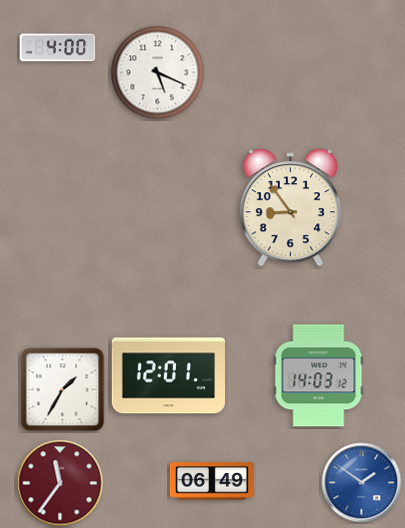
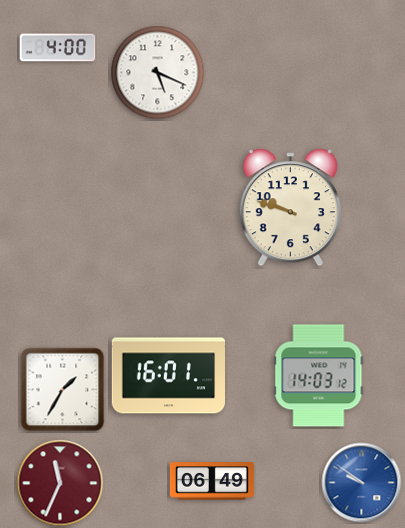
clock at (290, 208): 8:54 -> 9:48
clock at (168, 376): 12:01 -> 16:01
clock at (60, 483): 11:36 -> 11:34
clock at (362, 483): 1:51 -> 9:51
